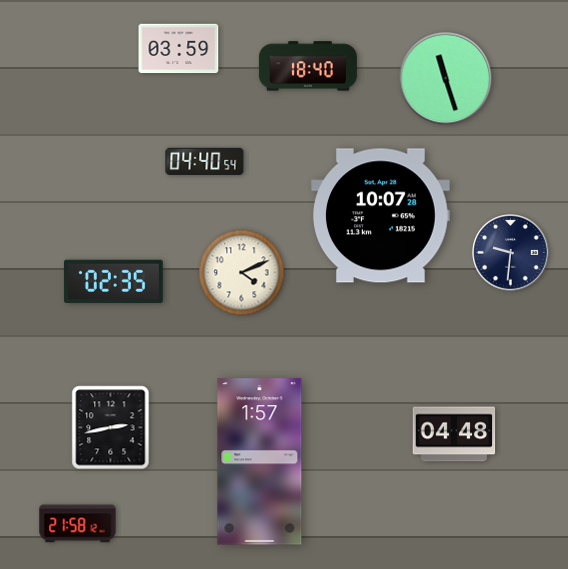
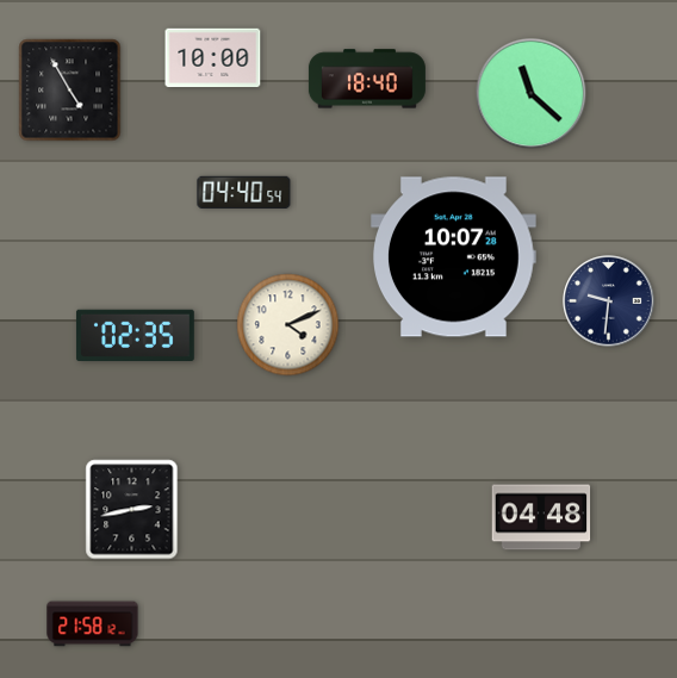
clock at (179, 49): 03:59 -> 10:00
clock at (70, 91): none -> 4:55
clock at (446, 79): 11:27 -> 11:22
clock at (260, 462): 1:57 -> none
